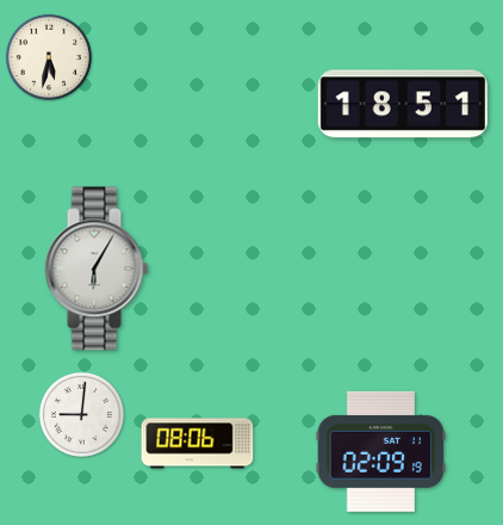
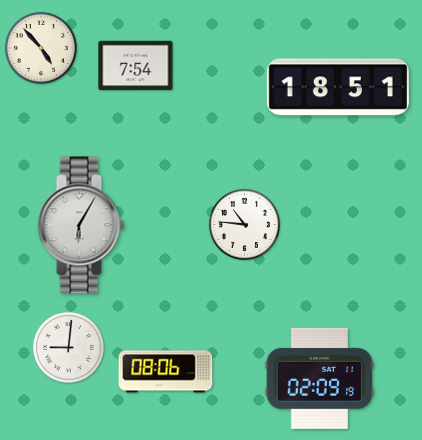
clock at (49, 57): 5:32 -> 4:53
clock at (136, 66): none -> 7:54
clock at (244, 224): none -> 10:46
